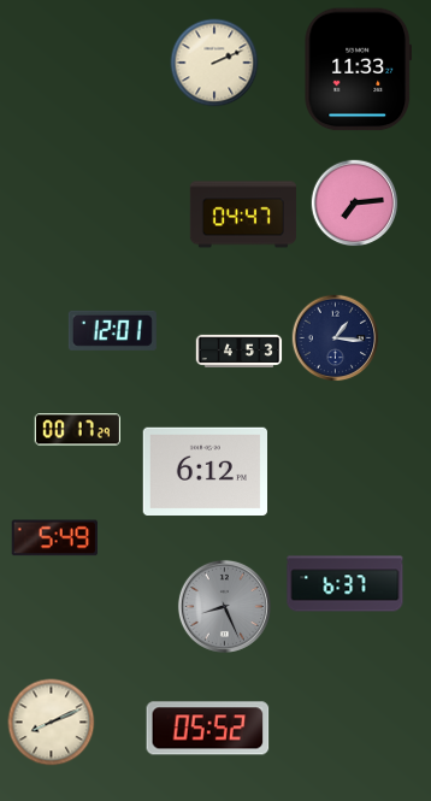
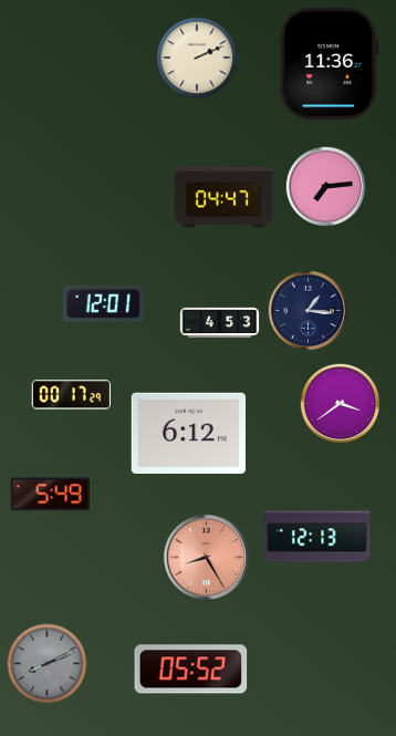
clock at (359, 70): 11:33 -> 11:36
clock at (341, 404): none -> 3:39
clock at (346, 584): 6:37 -> 12:13
clock at (224, 606): 8:26 -> 8:25
clock at (224, 606) dial: grey -> salmon
clock at (52, 723) dial: cream -> grey
